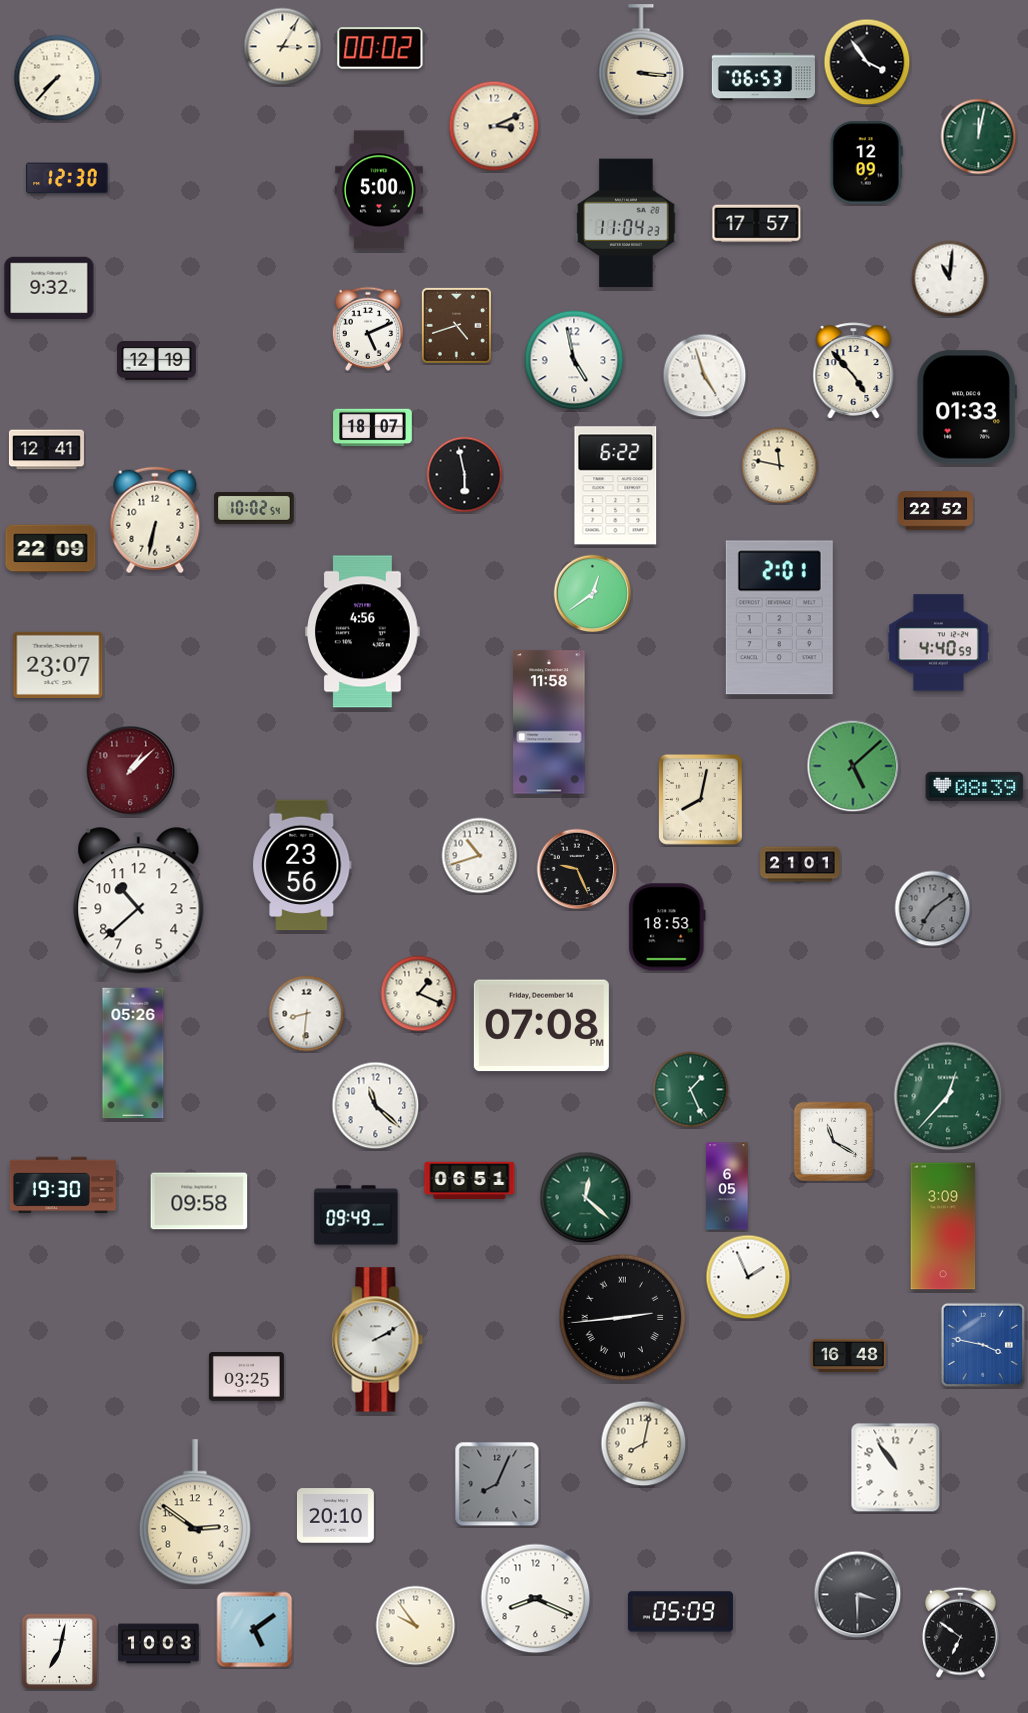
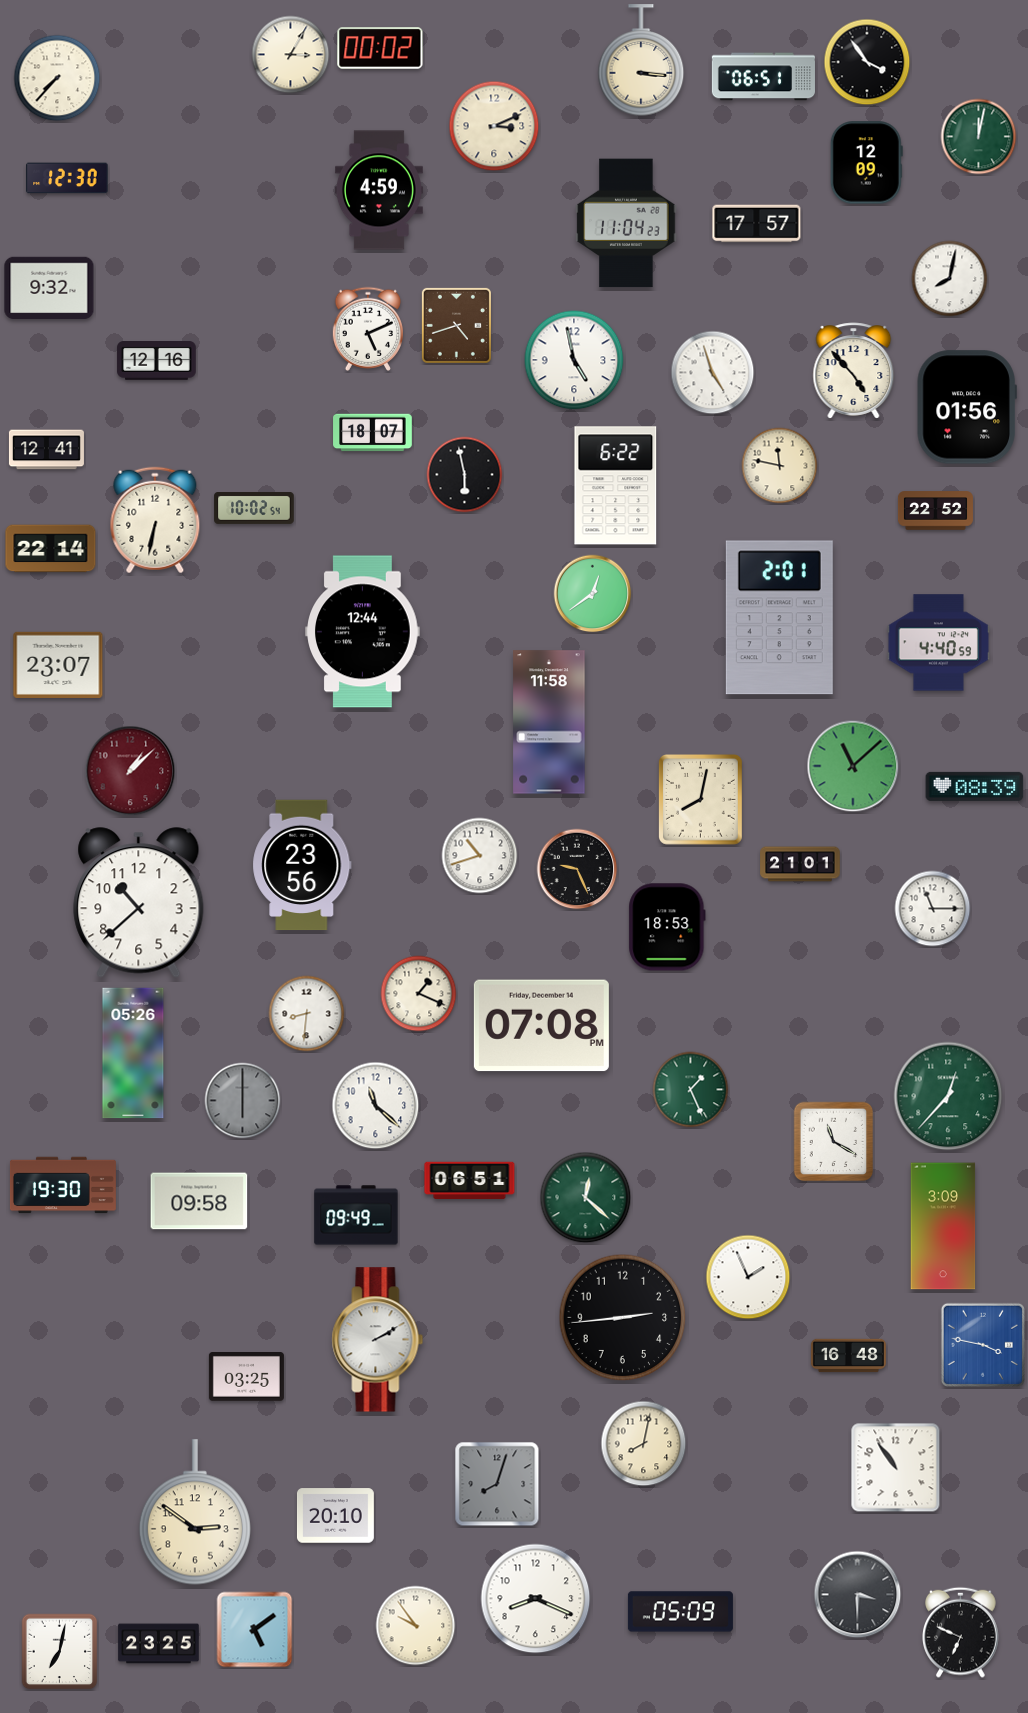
clock at (283, 47) position: (283, 47) -> (291, 55)
clock at (763, 77): 06:53 -> 06:51
clock at (379, 190): 5:00 -> 4:59
clock at (950, 279): 11:01 -> 8:02
clock at (157, 361): 12:19 -> 12:16
clock at (705, 376) position: (705, 376) -> (713, 373)
clock at (967, 407): 01:33 -> 01:56
clock at (373, 428) position: (373, 428) -> (373, 433)
clock at (51, 549): 22:09 -> 22:14
clock at (363, 632): 4:56 -> 12:44
clock at (853, 766): 5:08 -> 11:08
clock at (933, 909): 7:09 -> 11:15
clock at (933, 909) dial: grey -> white
clock at (243, 1101): none -> 6:00
clock at (727, 1186): 6:05 -> none
clock at (623, 1318) numerals: Roman -> Arabic
clock at (497, 1484): 8:04 -> 8:03
clock at (961, 1632): 6:51 -> 6:49
clock at (159, 1644): 10:03 -> 23:25
